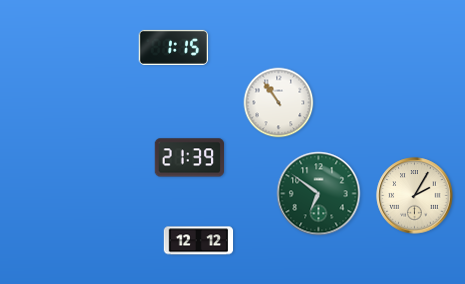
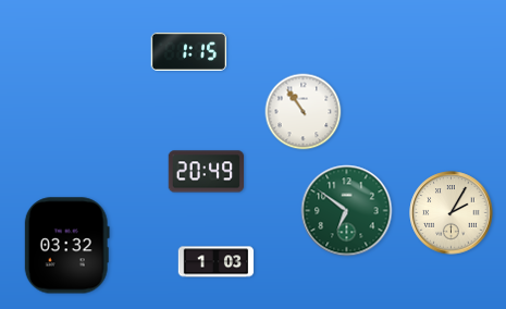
clock at (190, 158): 21:39 -> 20:49
clock at (66, 246): none -> 03:32
clock at (199, 241): 12:12 -> 1:03
